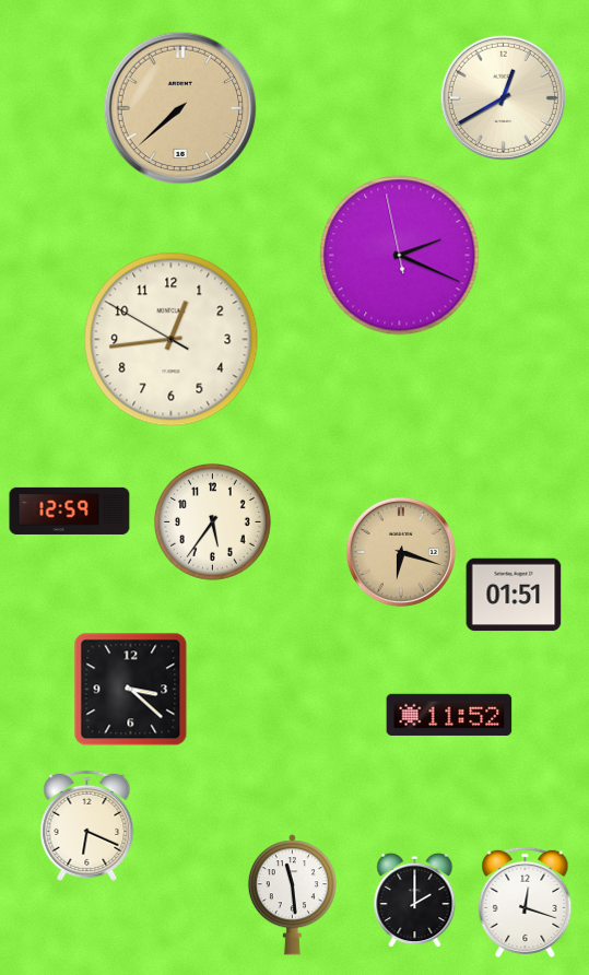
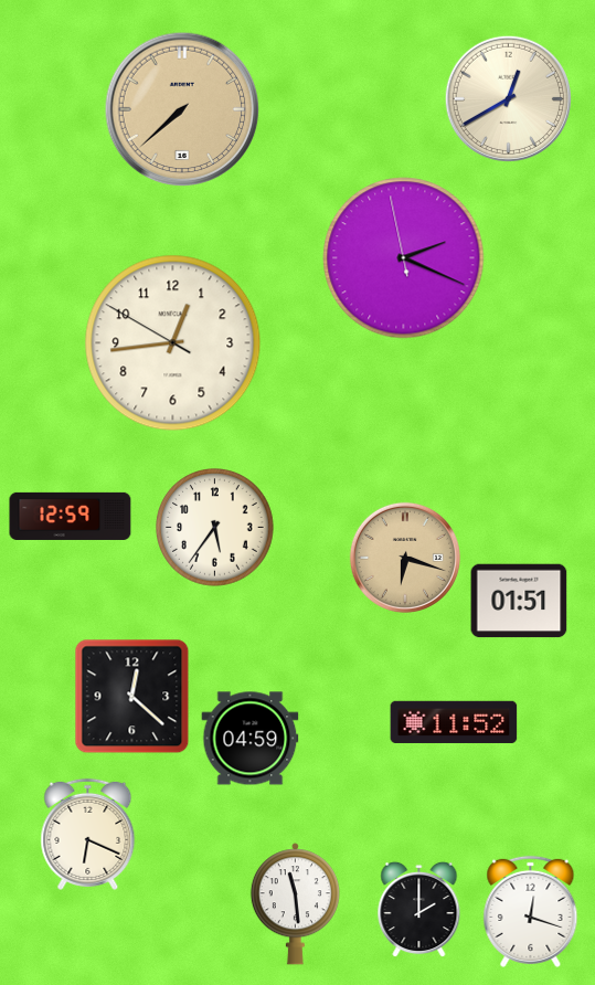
clock at (131, 690): 3:22 -> 12:22
clock at (251, 739): none -> 04:59
